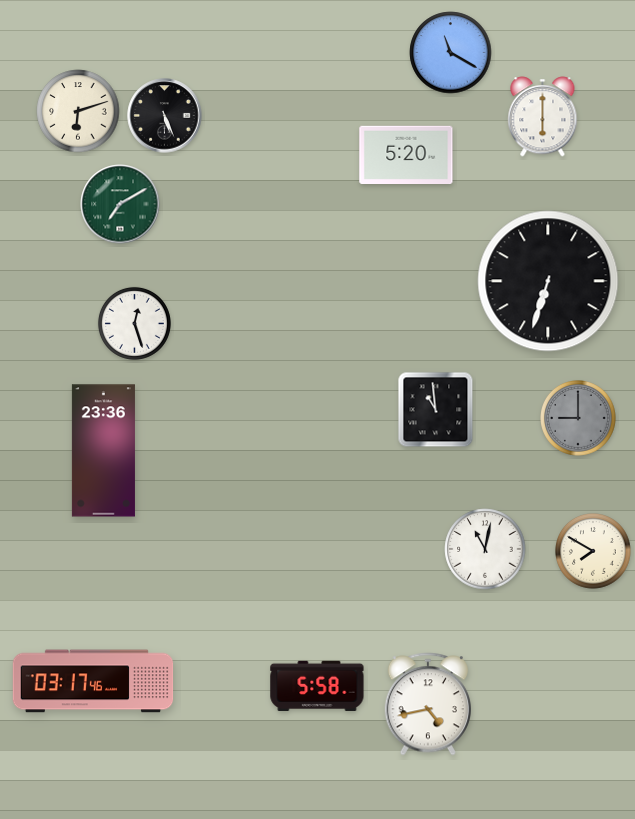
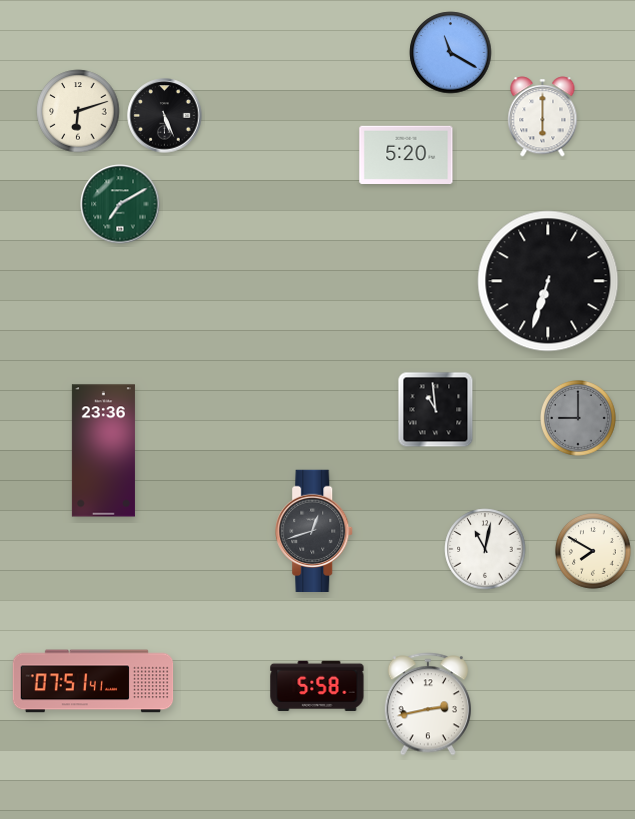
clock at (134, 323): 12:27 -> none
clock at (315, 531): none -> 12:42
clock at (93, 681): 03:17 -> 07:51
clock at (427, 704): 4:43 -> 2:43
